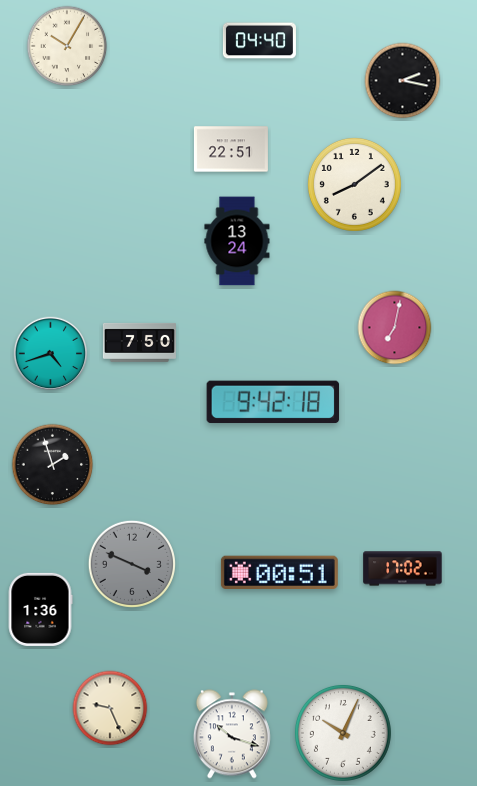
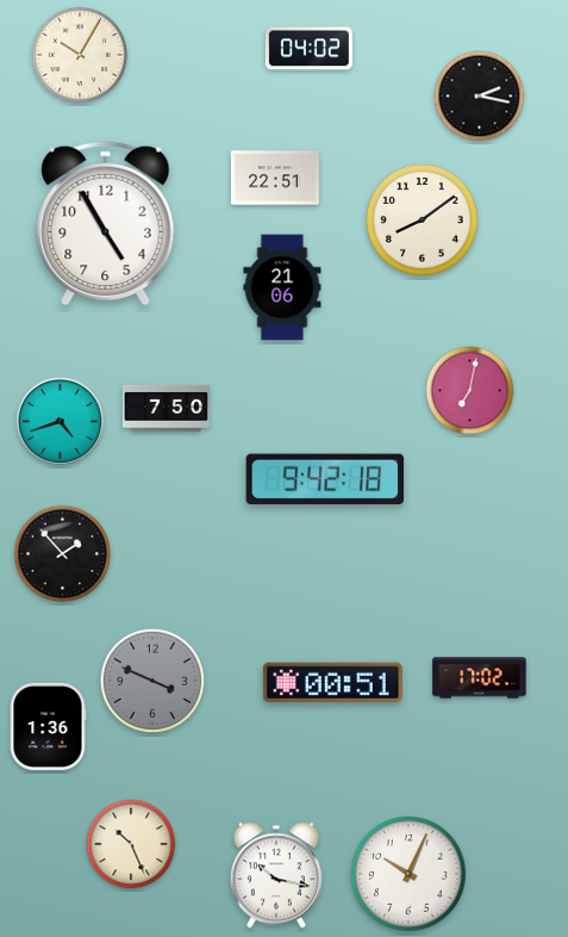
clock at (259, 41): 04:40 -> 04:02
clock at (106, 224): none -> 4:55
clock at (237, 241): 13:24 -> 21:06
clock at (53, 465): 1:57 -> 1:53
clock at (132, 564) position: (132, 564) -> (152, 681)
clock at (110, 708): 9:26 -> 10:26
clock at (232, 734): 10:18 -> 10:17
